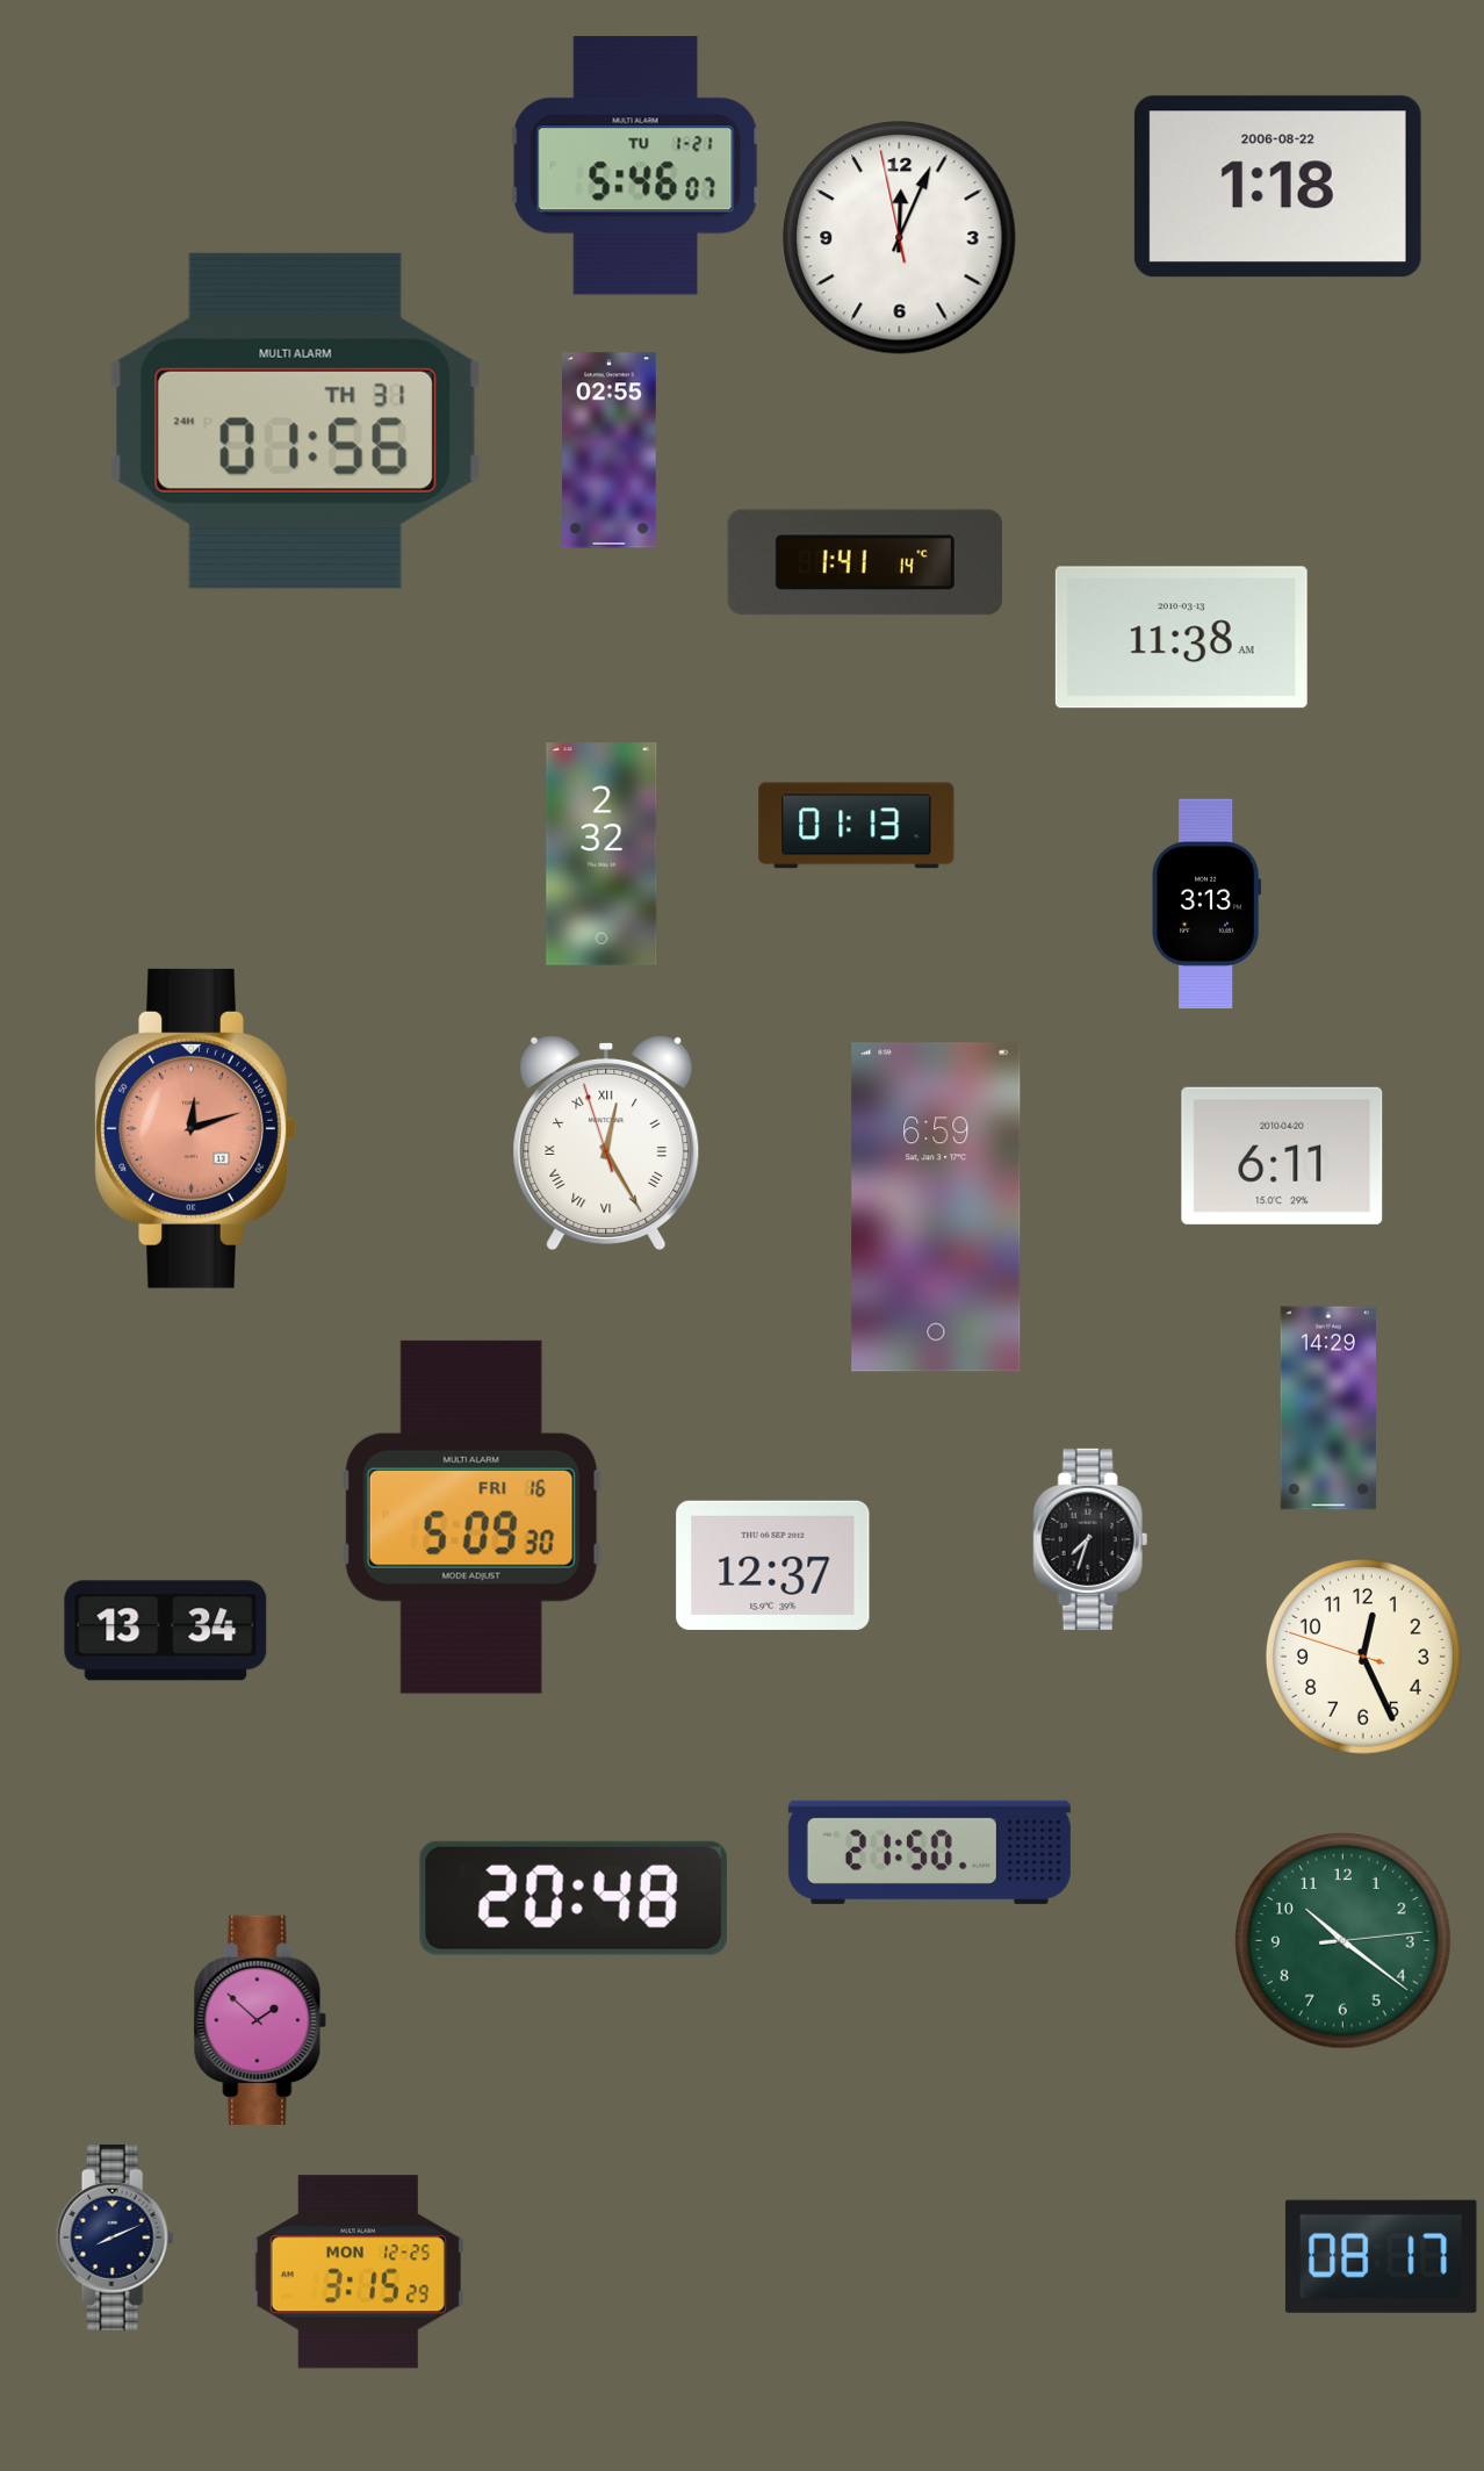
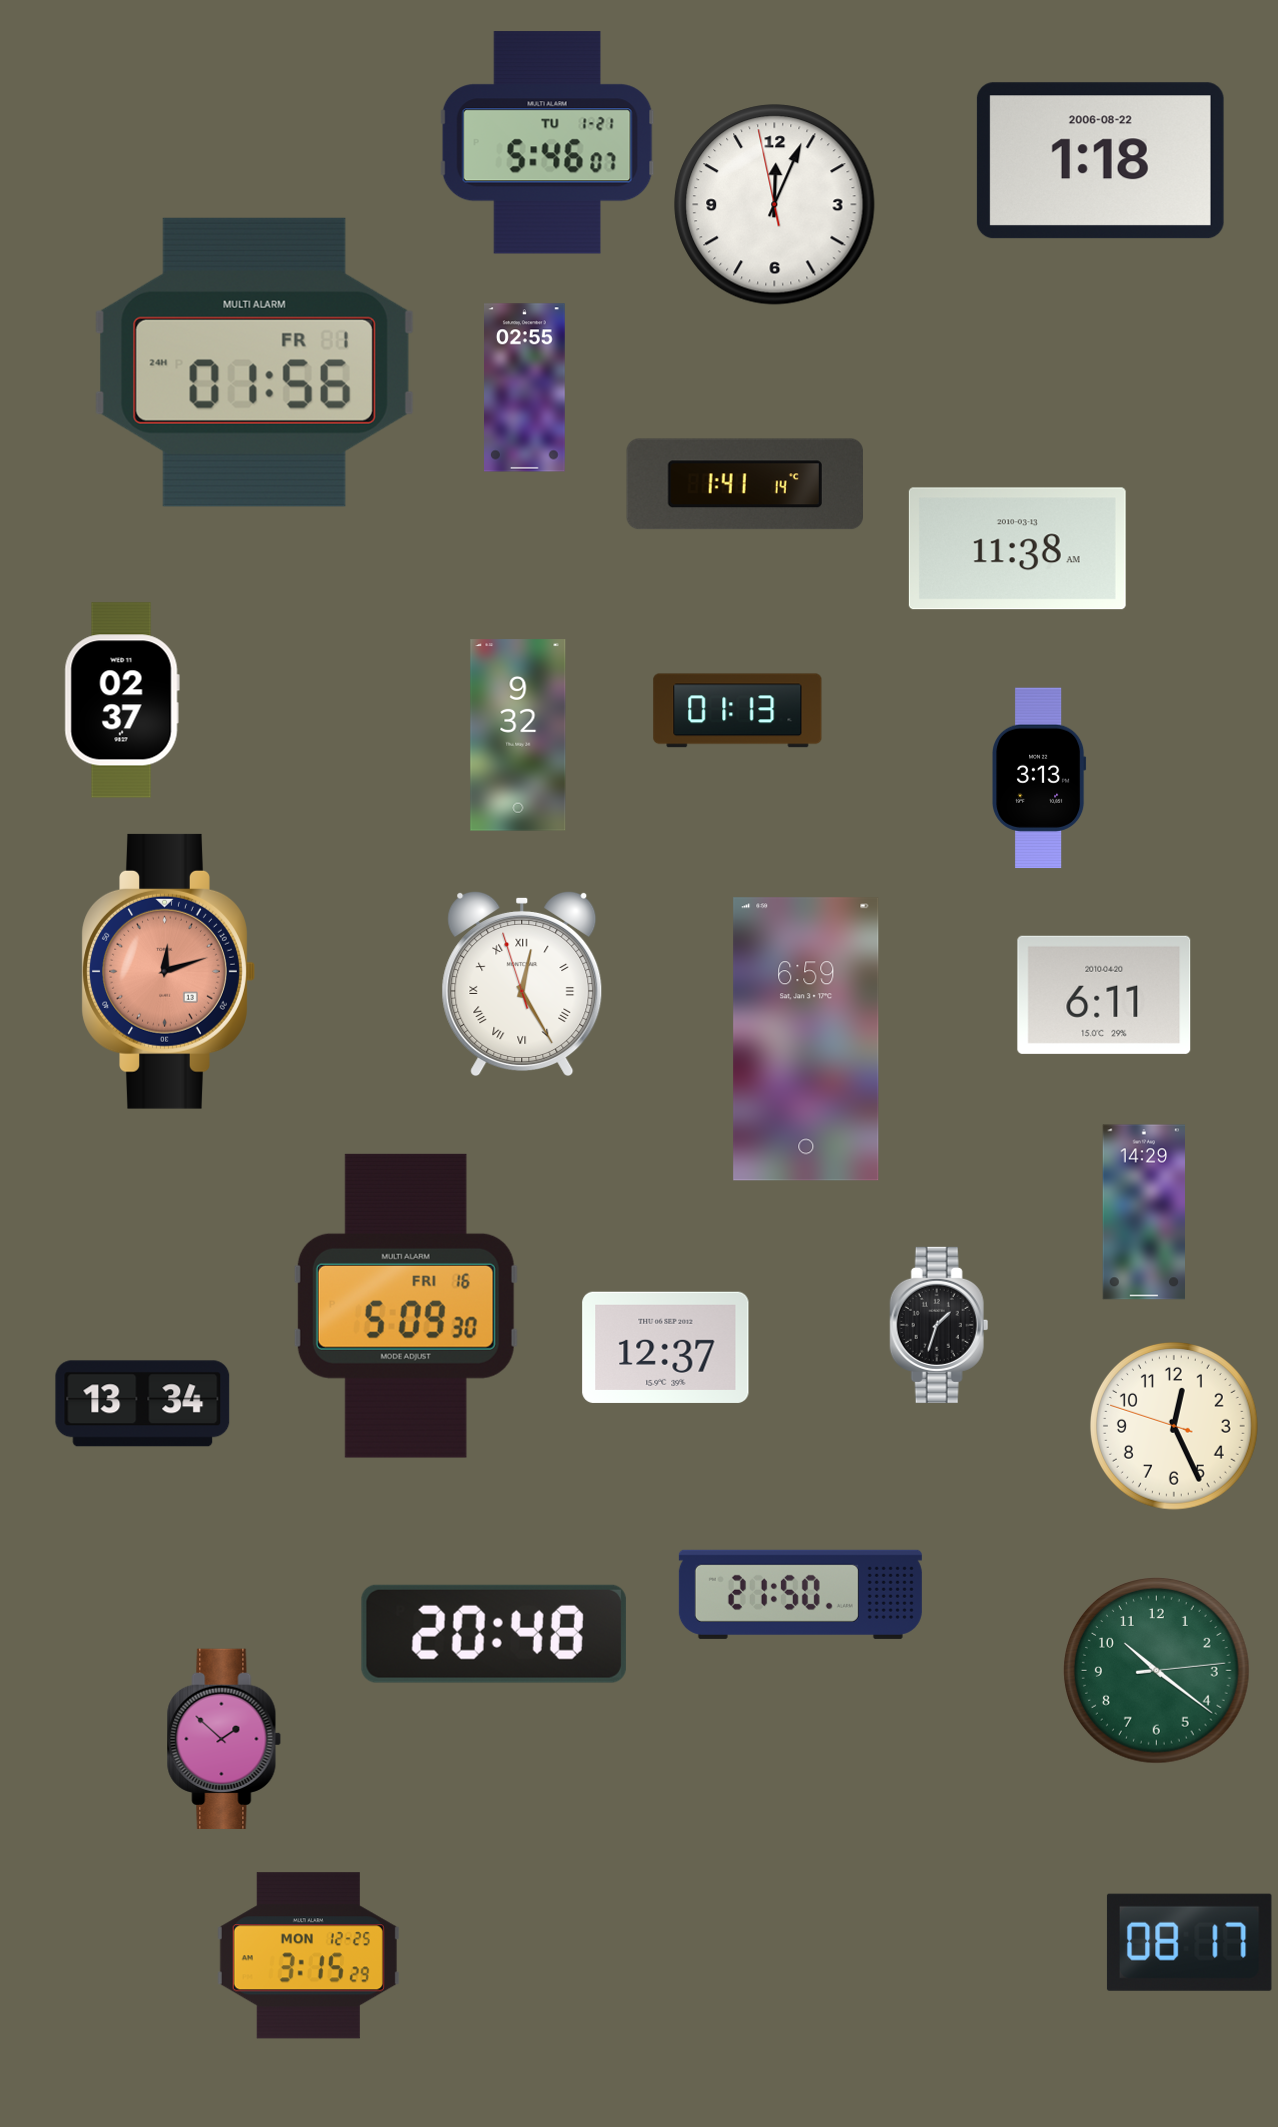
clock at (295, 421) date: TH 31 -> FR 1
clock at (122, 700): none -> 02:37
clock at (601, 854): 2:32 -> 9:32
clock at (1090, 1539): 7:33 -> 1:33
clock at (115, 2237): 8:11 -> none
